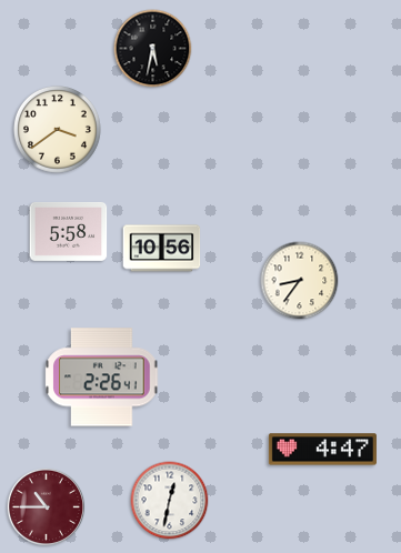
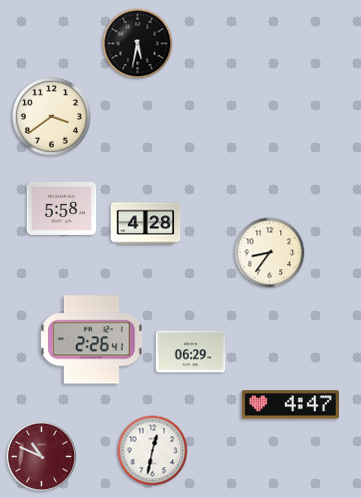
clock at (162, 249): 10:56 -> 4:28
clock at (191, 352): none -> 06:29
clock at (47, 507): 10:45 -> 10:49
